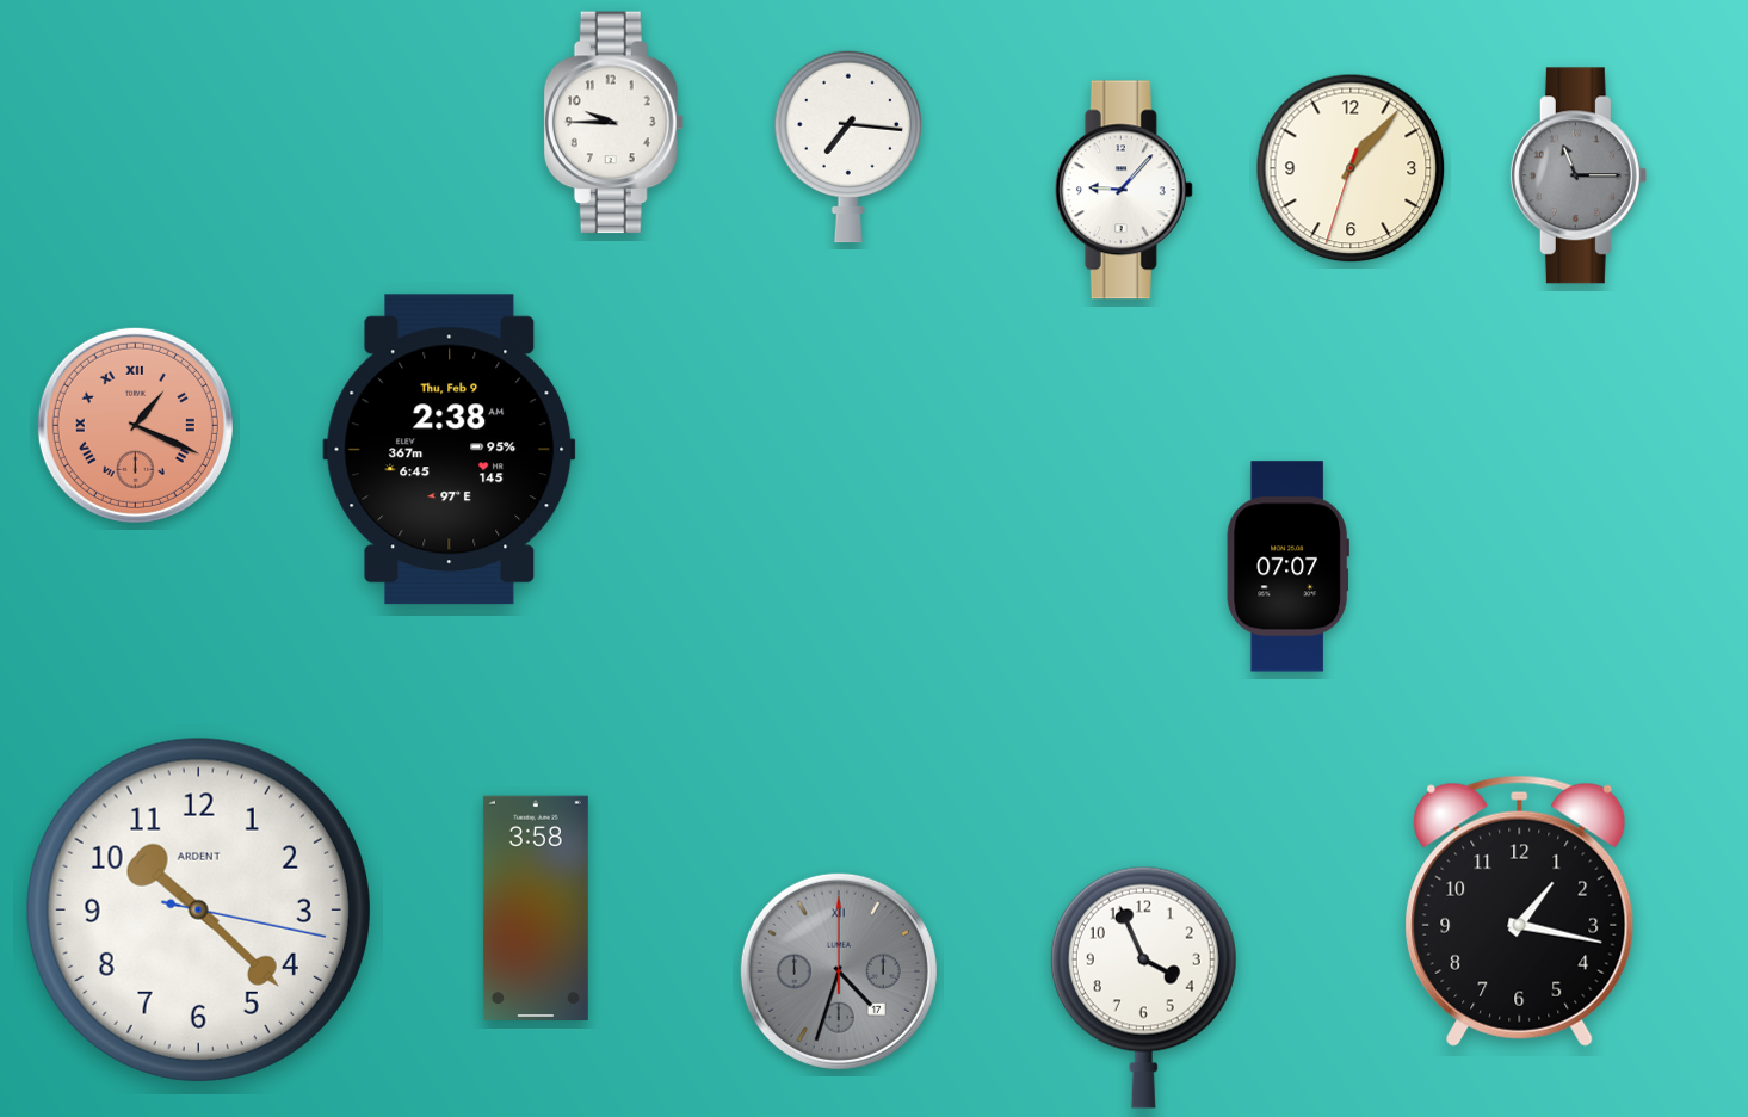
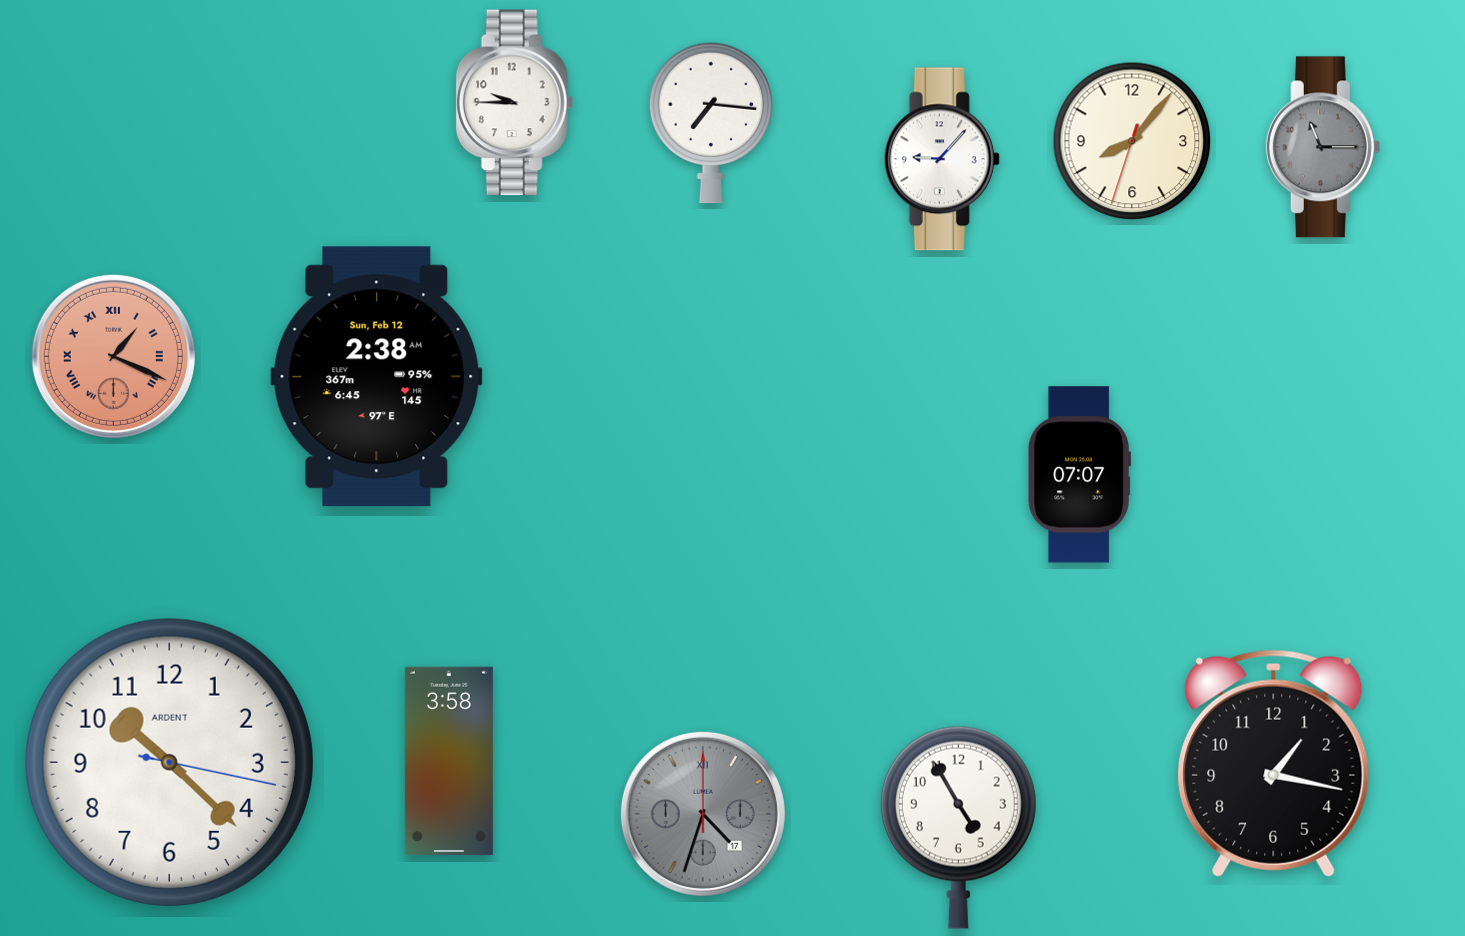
clock at (1351, 168): 1:06 -> 8:06
clock at (450, 450) date: Thu, Feb 9 -> Sun, Feb 12
clock at (198, 909) position: (198, 909) -> (169, 762)
clock at (1143, 987): 3:56 -> 4:55
